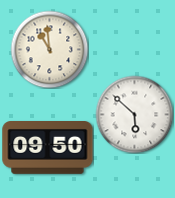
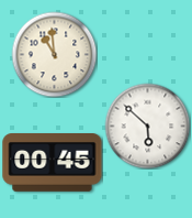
clock at (48, 148): 09:50 -> 00:45
